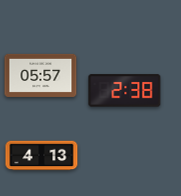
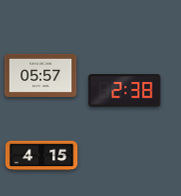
clock at (42, 156): 4:13 -> 4:15
